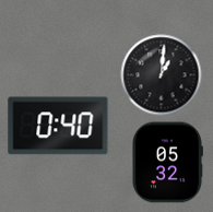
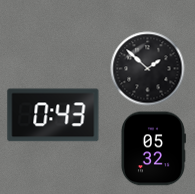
clock at (162, 75): 1:01 -> 1:52
clock at (58, 126): 0:40 -> 0:43
